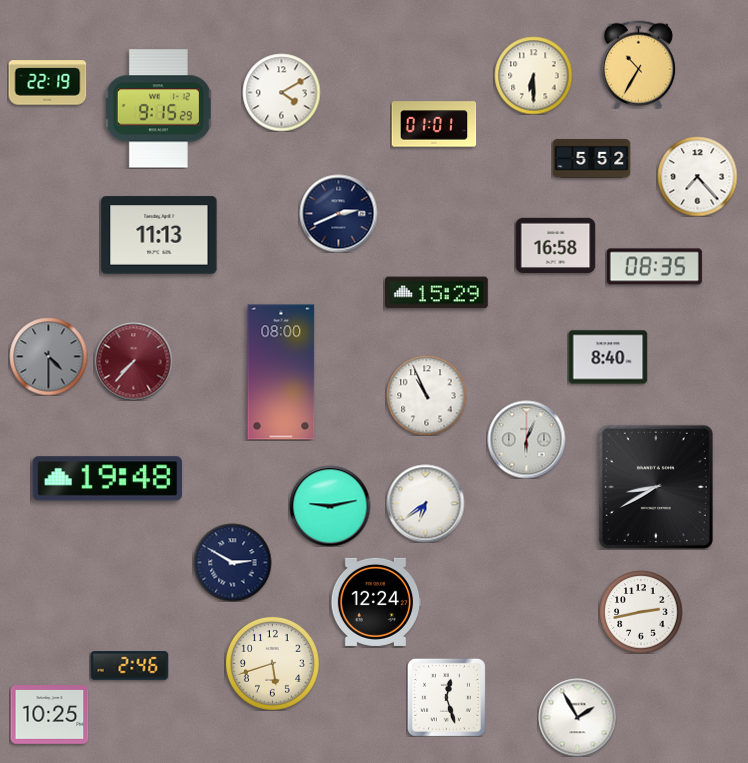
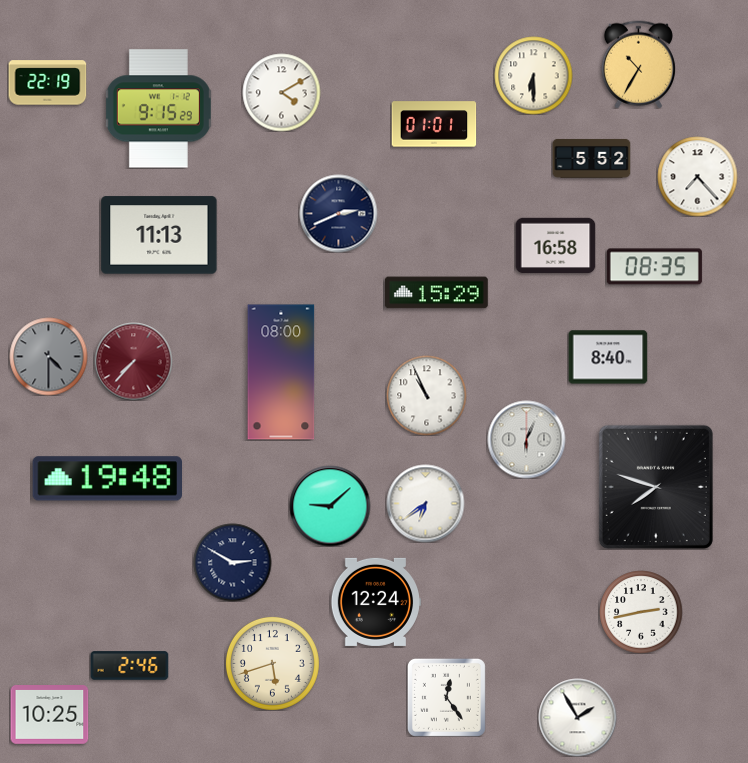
clock at (656, 487): 8:40 -> 7:48
clock at (330, 506): 9:13 -> 9:08
clock at (446, 697): 12:27 -> 12:24
